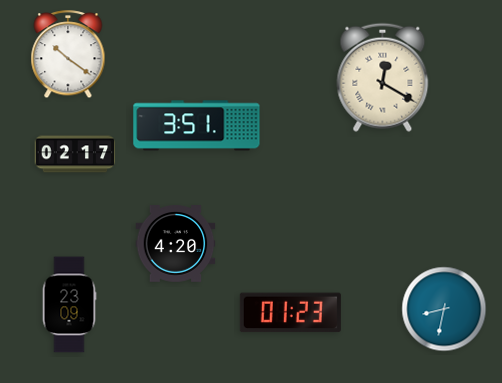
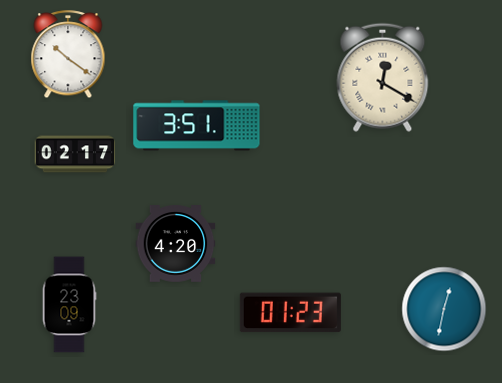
clock at (444, 309): 8:32 -> 12:32
